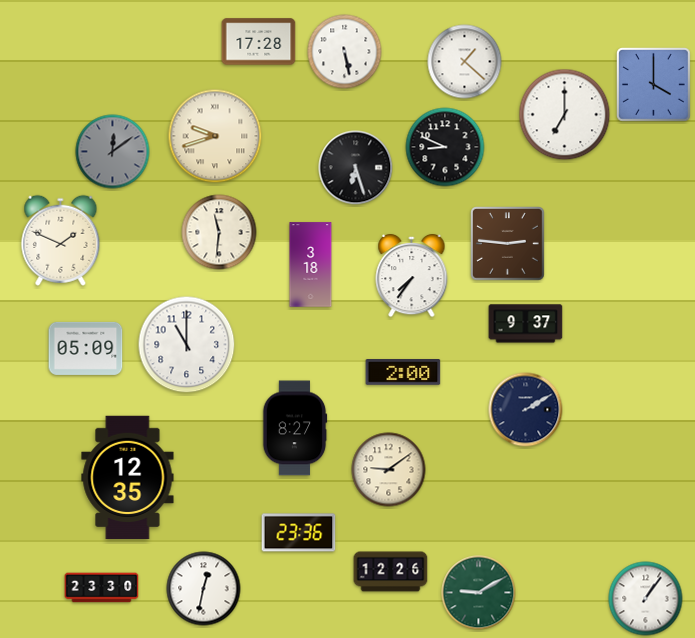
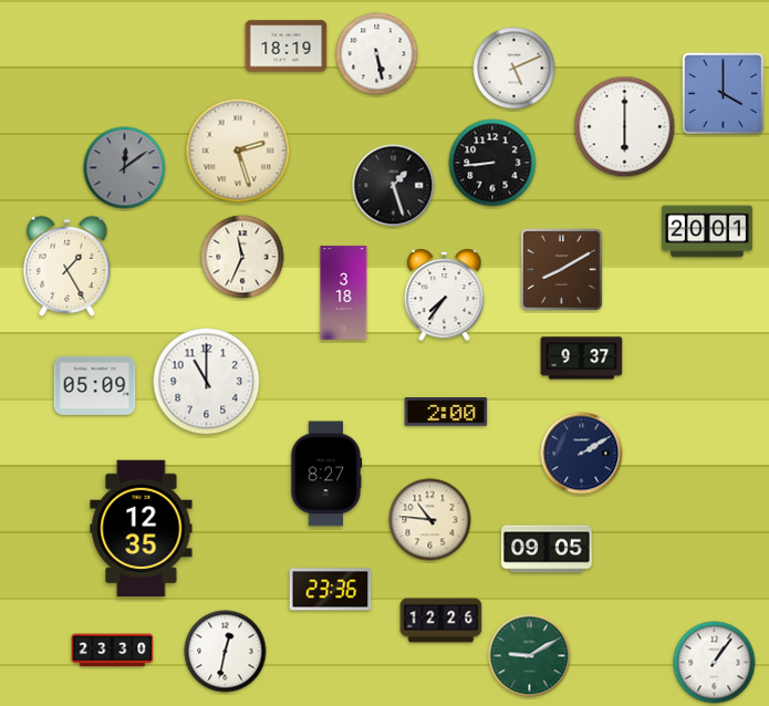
clock at (259, 42): 17:28 -> 18:19
clock at (345, 52) position: (345, 52) -> (377, 54)
clock at (465, 62): 1:22 -> 5:11
clock at (565, 115): 7:00 -> 6:00
clock at (215, 136): 9:42 -> 2:27
clock at (445, 147): 8:49 -> 8:44
clock at (356, 168): 6:27 -> 1:27
clock at (707, 231): none -> 20:01
clock at (219, 232): 11:31 -> 11:34
clock at (61, 240): 1:49 -> 1:25
clock at (508, 244): 2:46 -> 8:10
clock at (412, 276) position: (412, 276) -> (445, 295)
clock at (389, 470): 9:09 -> 10:46
clock at (547, 549): none -> 09:05
clock at (391, 572) position: (391, 572) -> (441, 621)
